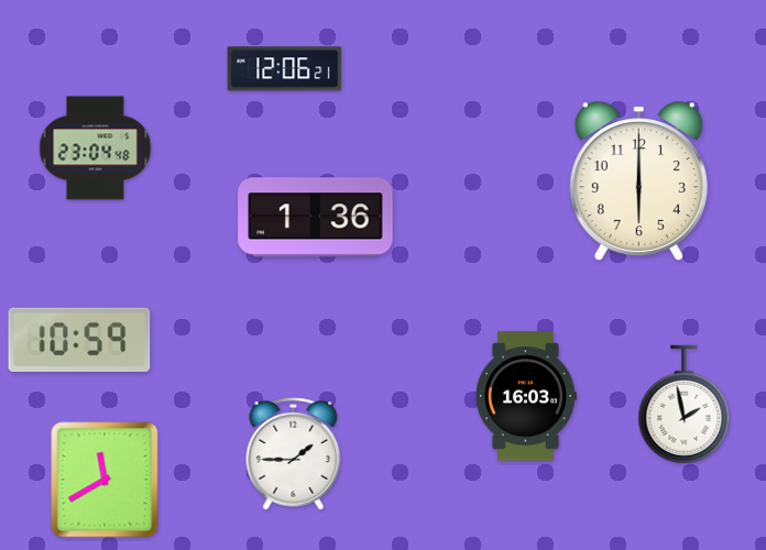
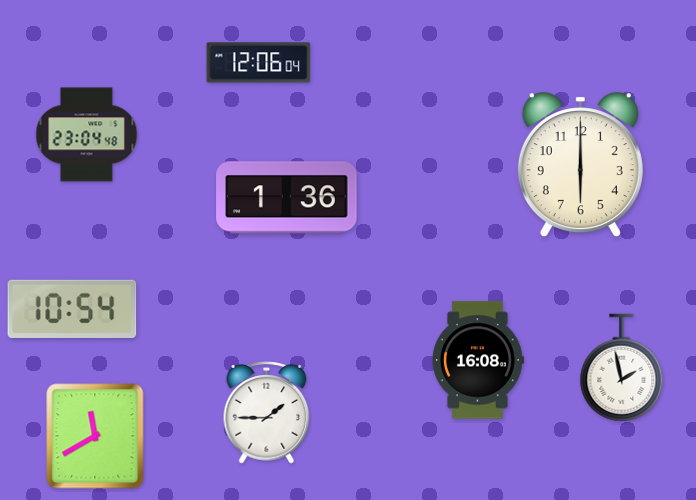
clock at (285, 69): 12:06:21 -> 12:06:04
clock at (79, 340): 10:59 -> 10:54
clock at (525, 396): 16:03 -> 16:08
